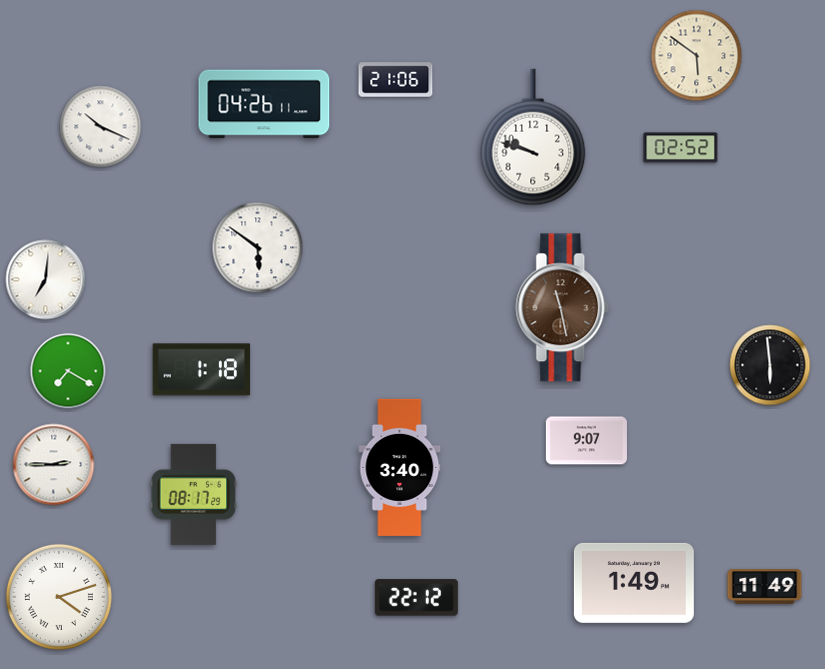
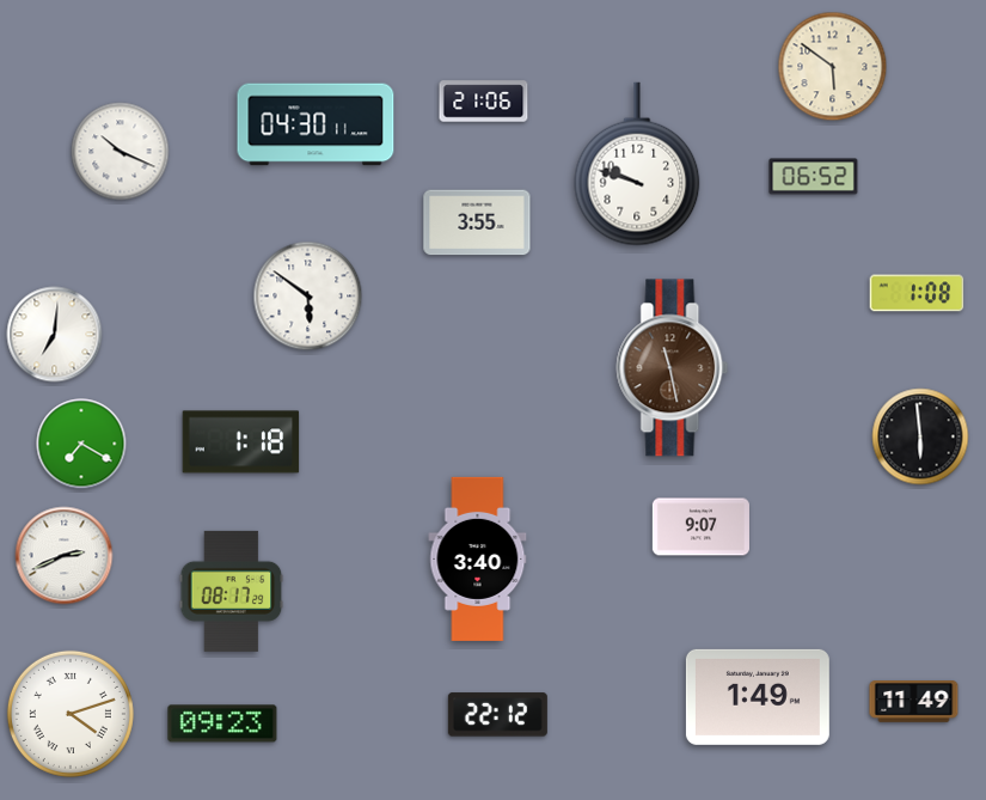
clock at (396, 80) position: (396, 80) -> (484, 102)
clock at (264, 104): 04:26 -> 04:30
clock at (681, 148): 02:52 -> 06:52
clock at (477, 222): none -> 3:55
clock at (917, 293): none -> 1:08
clock at (54, 465): 2:45 -> 2:41
clock at (222, 723): none -> 09:23
